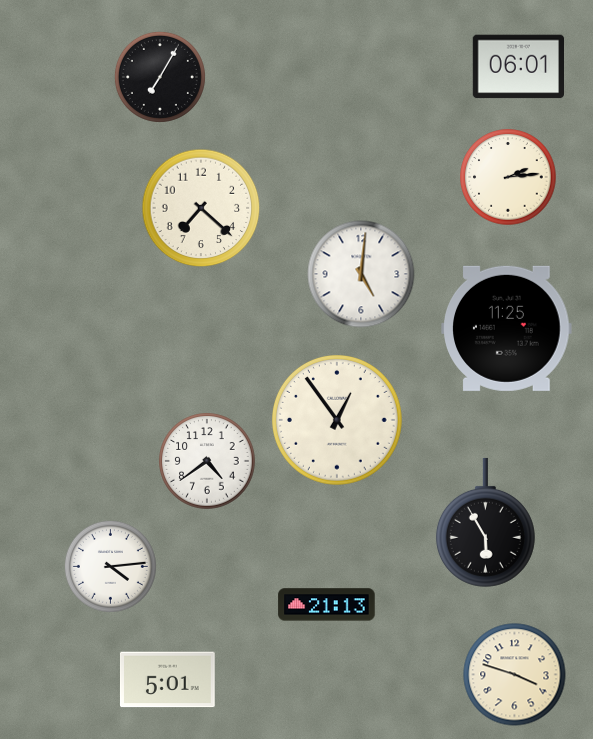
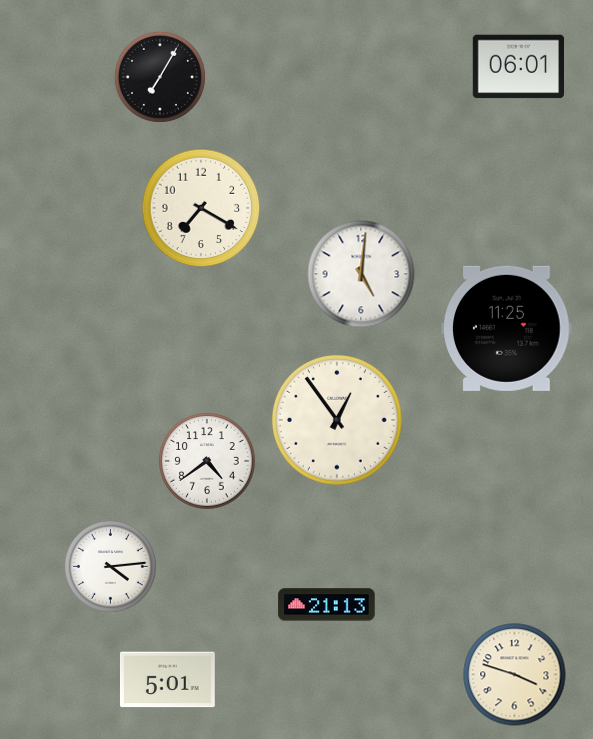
clock at (508, 177): 2:14 -> none
clock at (201, 208): 7:22 -> 7:20
clock at (485, 522): 5:55 -> none
